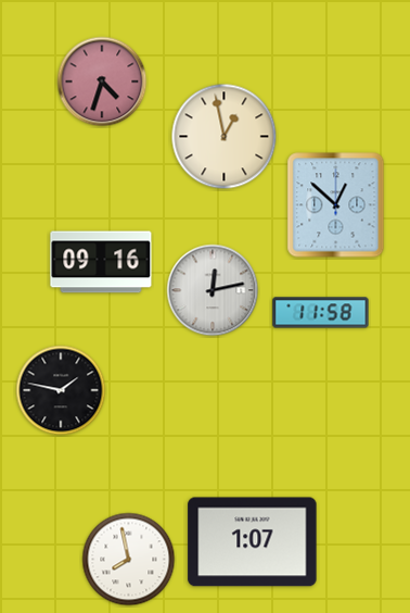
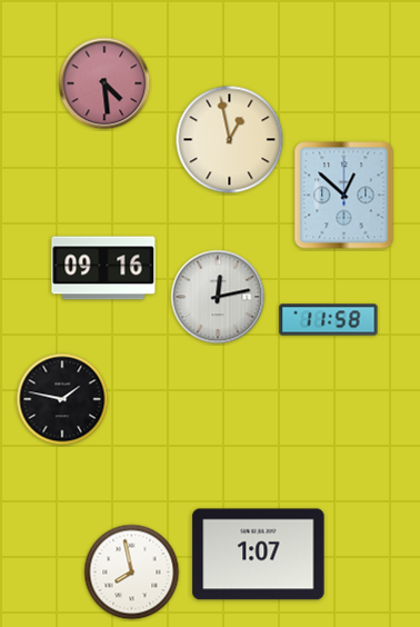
clock at (102, 82): 4:33 -> 4:29
clock at (336, 205) position: (336, 205) -> (344, 196)
